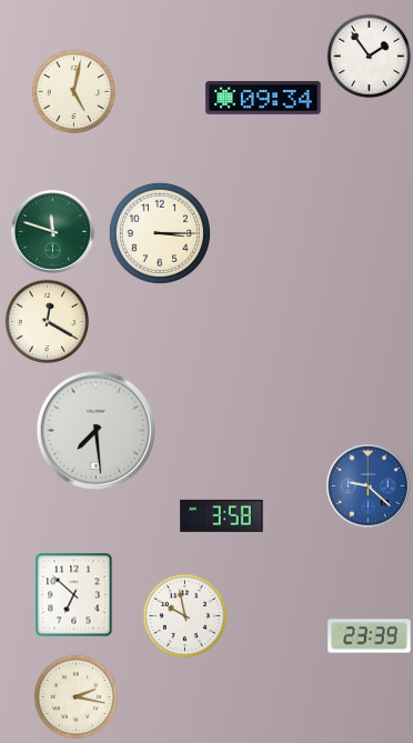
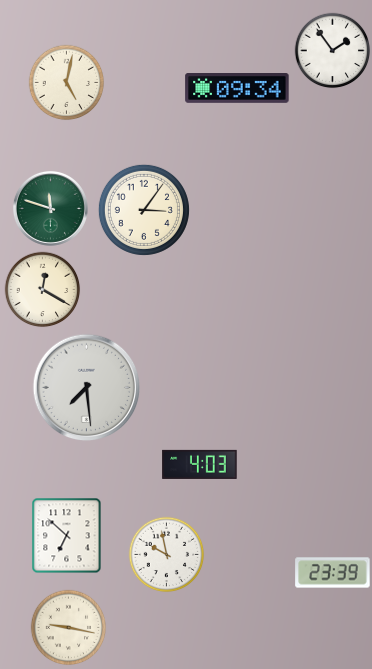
clock at (52, 231) position: (52, 231) -> (50, 208)
clock at (160, 233): 3:15 -> 3:06
clock at (367, 485): 9:22 -> none
clock at (222, 515): 3:58 -> 4:03
clock at (77, 697): 2:17 -> 9:17
